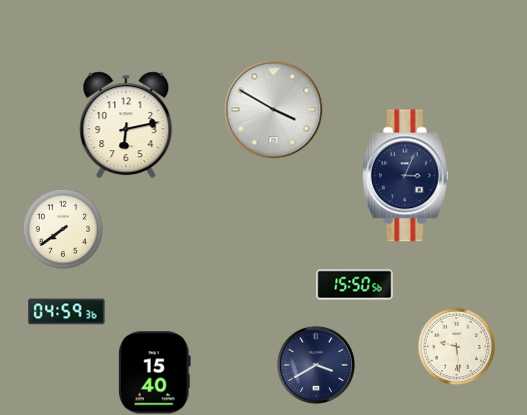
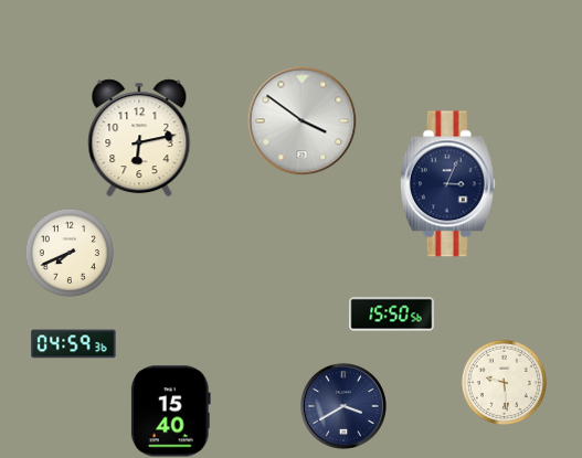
clock at (274, 110): 3:50 -> 3:51
clock at (405, 176) position: (405, 176) -> (447, 184)
clock at (63, 229): 7:39 -> 7:41
clock at (316, 365) position: (316, 365) -> (343, 406)
